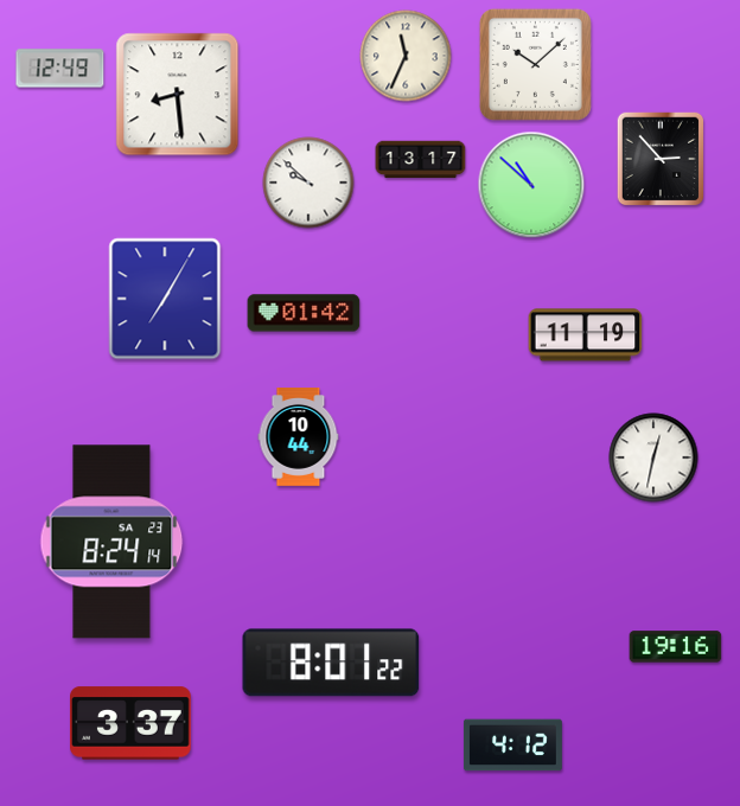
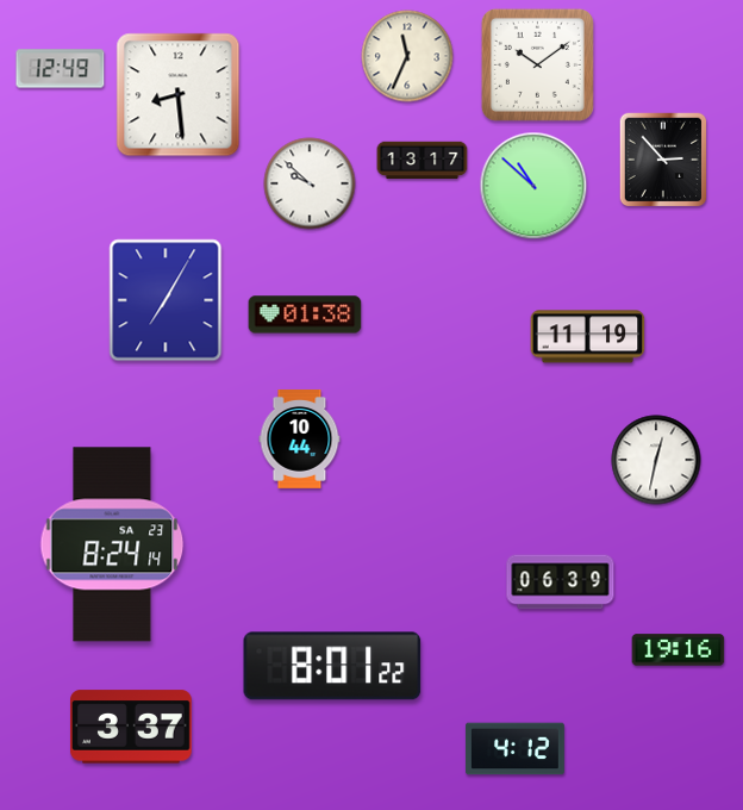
clock at (535, 64): 10:08 -> 10:09
clock at (304, 313): 01:42 -> 01:38
clock at (561, 582): none -> 06:39
